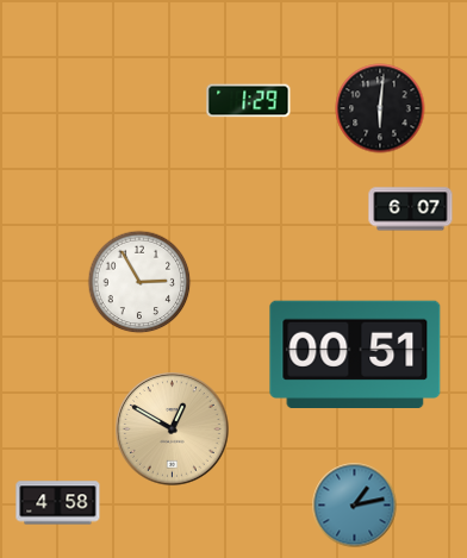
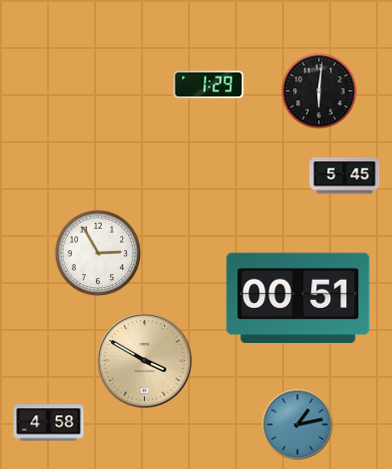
clock at (411, 209): 6:07 -> 5:45
clock at (139, 282) position: (139, 282) -> (98, 253)
clock at (173, 430): 12:50 -> 3:50
